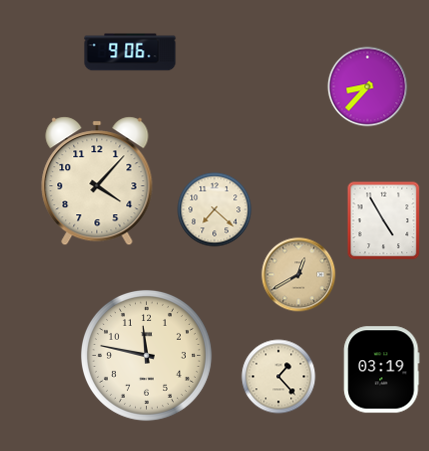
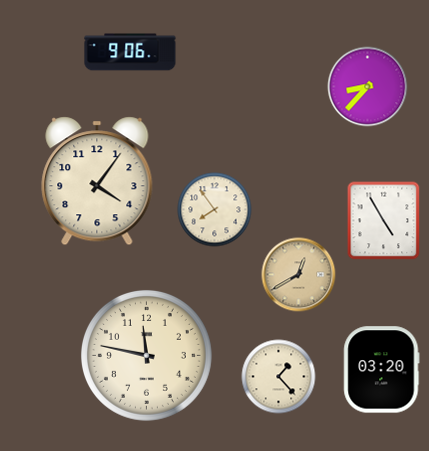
clock at (97, 181): 4:07 -> 4:06
clock at (215, 210): 7:22 -> 7:54
clock at (382, 370): 03:19 -> 03:20
